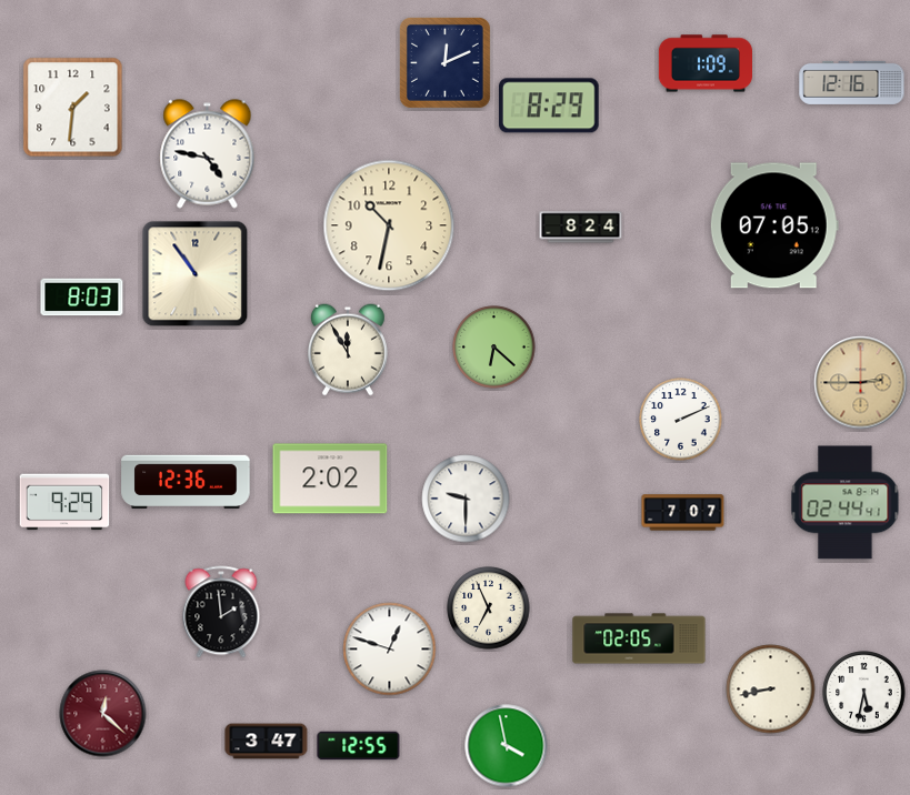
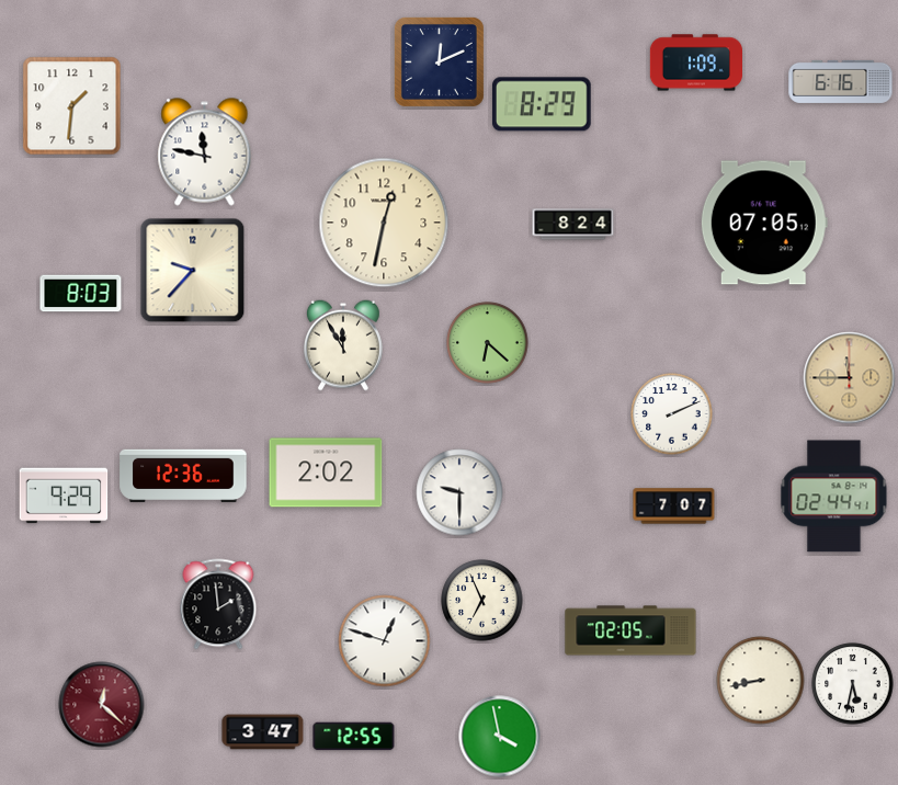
clock at (852, 82): 12:16 -> 6:16
clock at (208, 154): 4:47 -> 11:47
clock at (389, 225): 10:32 -> 12:32
clock at (196, 274): 10:54 -> 9:37
clock at (861, 383): 2:45 -> 11:45
